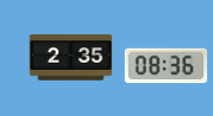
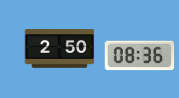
clock at (71, 58): 2:35 -> 2:50
